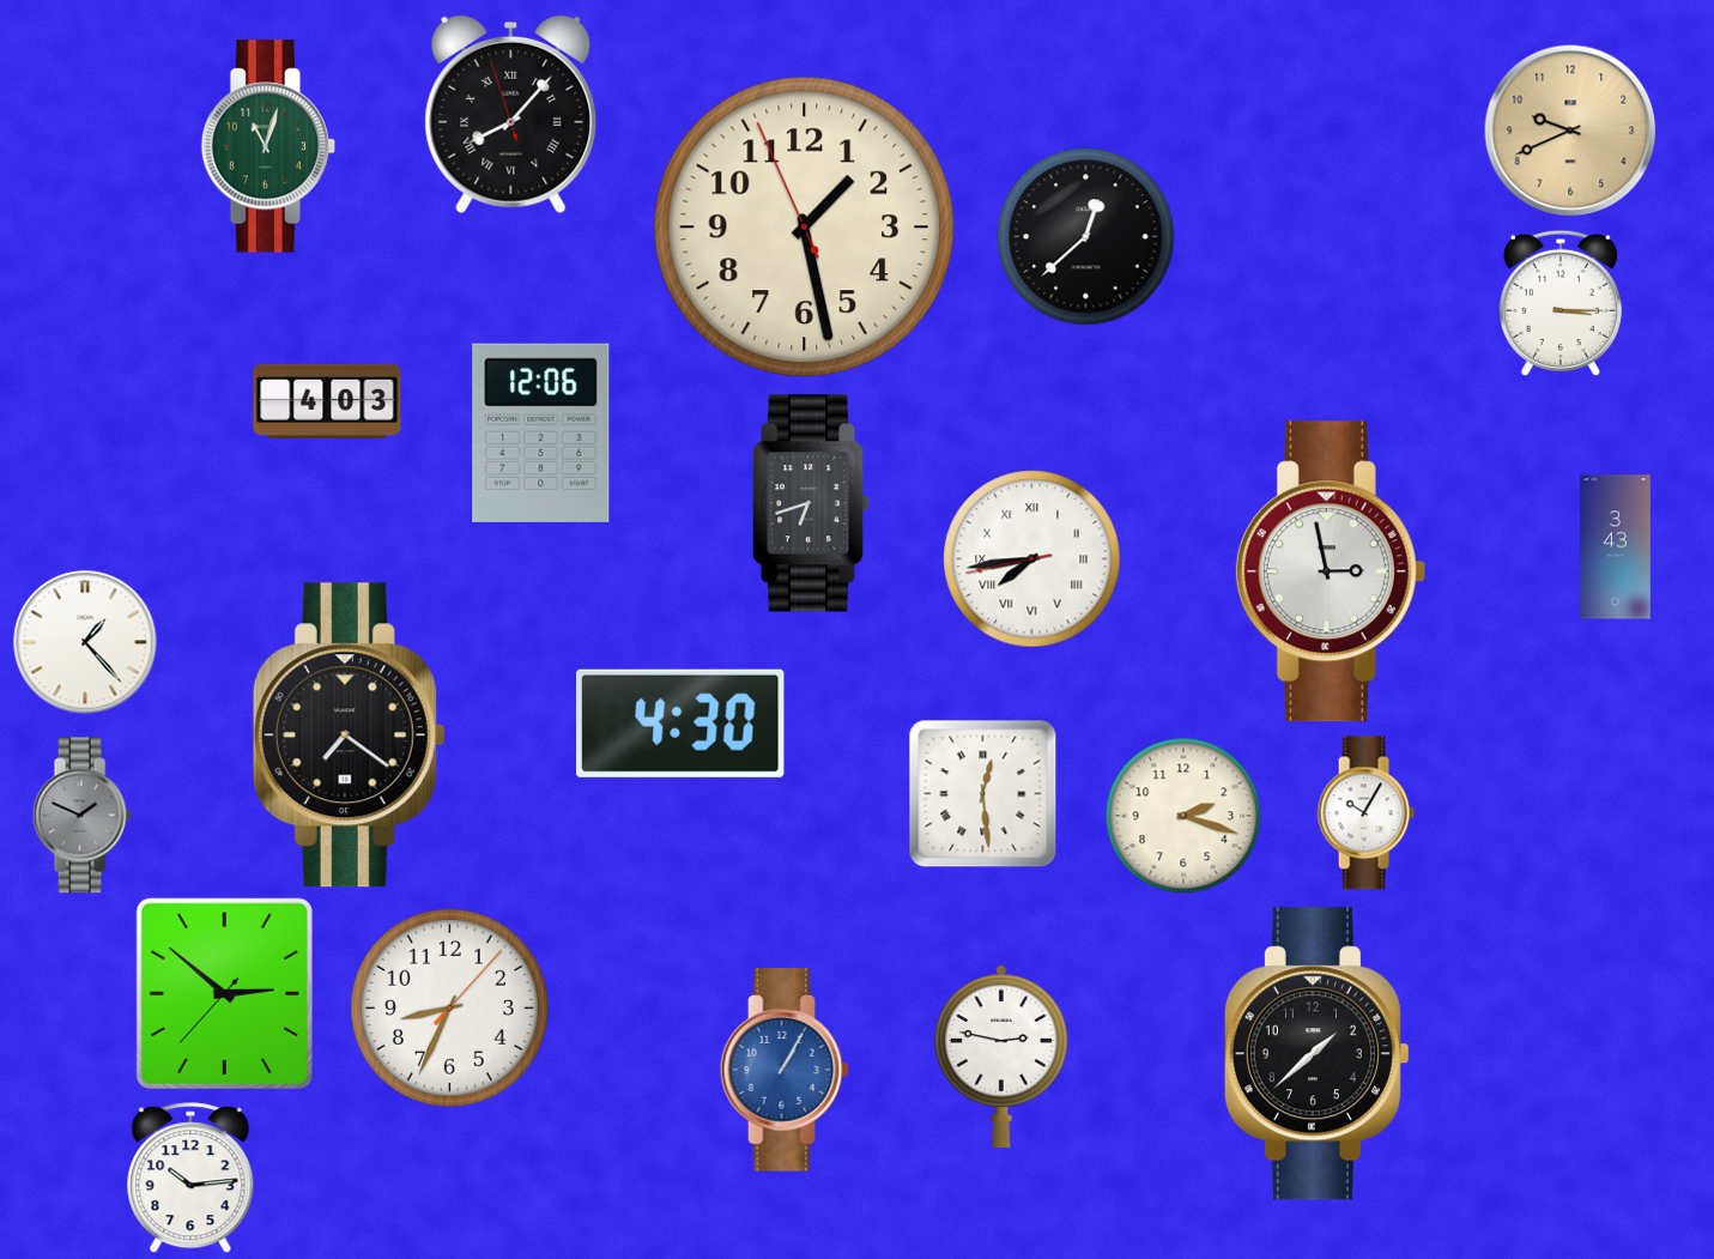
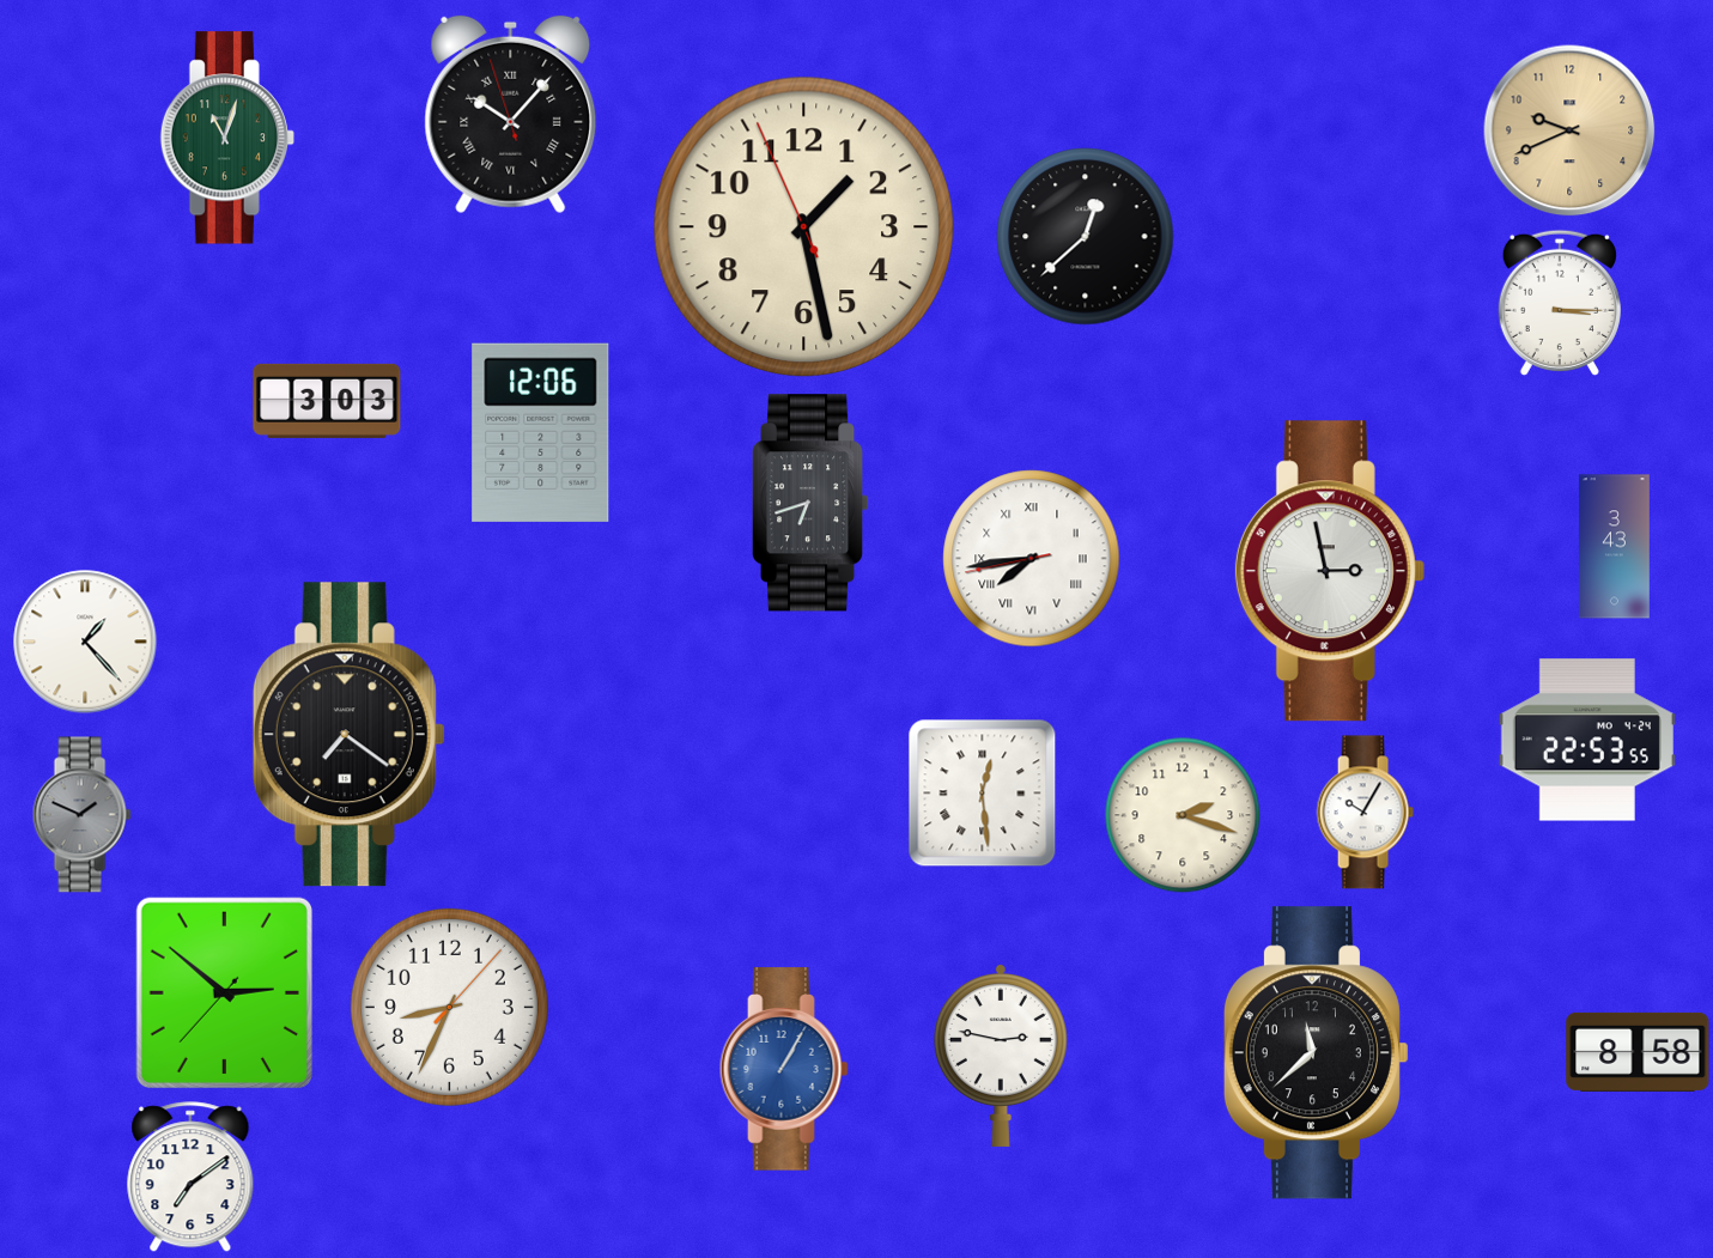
clock at (511, 115): 8:06 -> 10:06
clock at (267, 146) position: (267, 146) -> (226, 138)
clock at (327, 401): 4:03 -> 3:03
clock at (682, 724): 4:30 -> none
clock at (1587, 740): none -> 22:53
clock at (1638, 1052): none -> 8:58
clock at (1316, 1054): 1:38 -> 11:38
clock at (190, 1178): 10:14 -> 7:09
